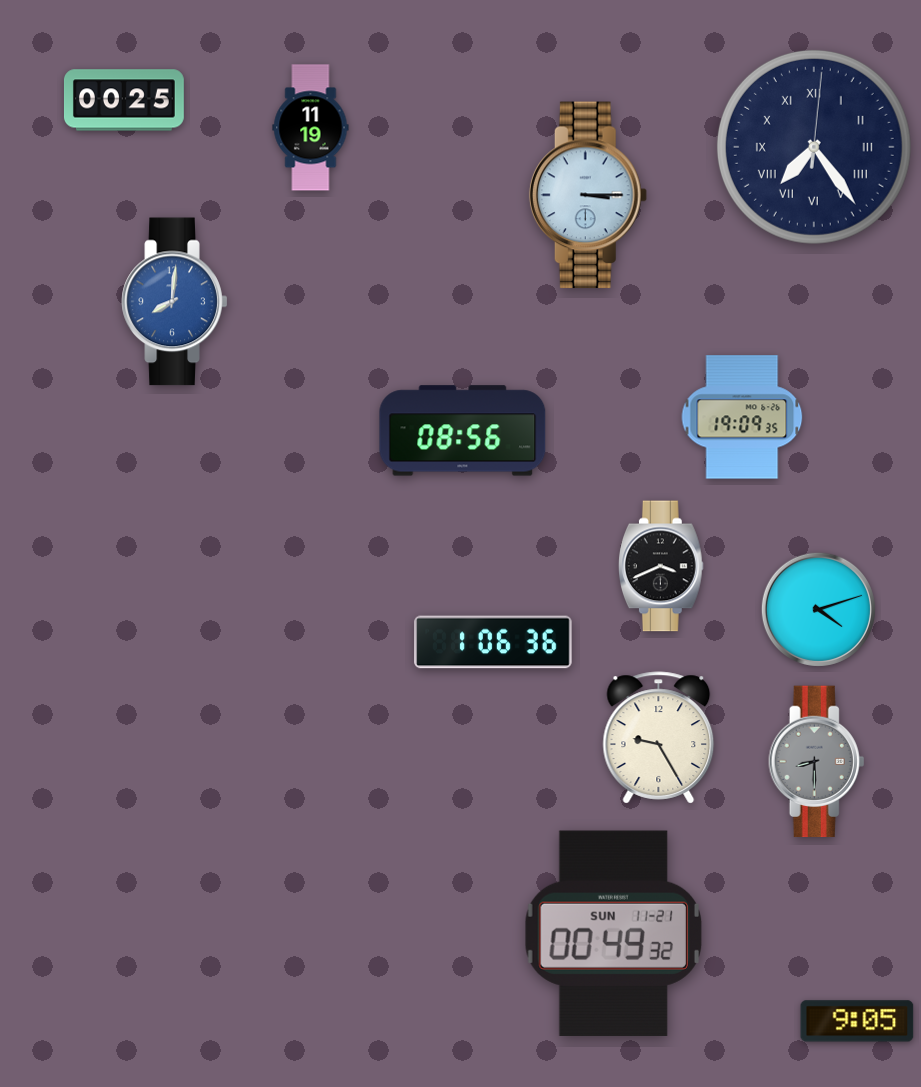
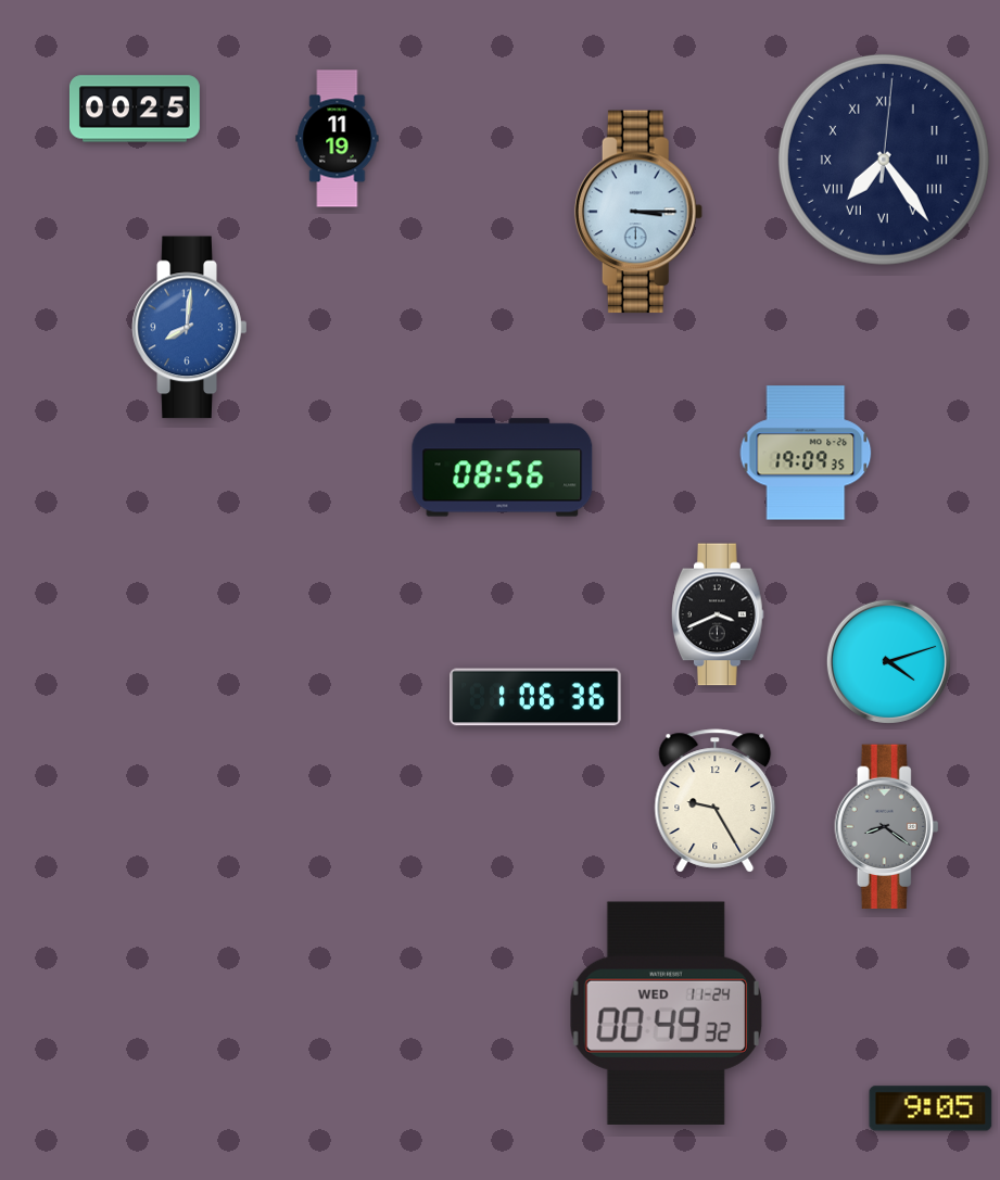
clock at (817, 762): 8:30 -> 8:21
clock at (613, 933) date: SUN 11-21 -> WED 11-24
